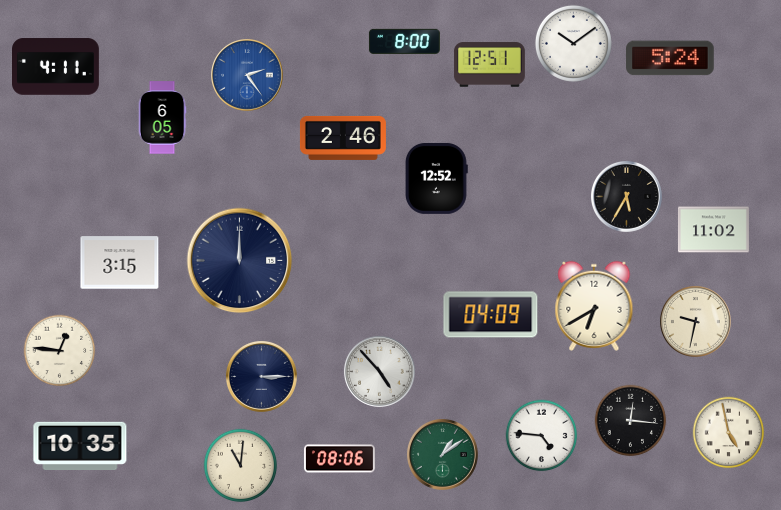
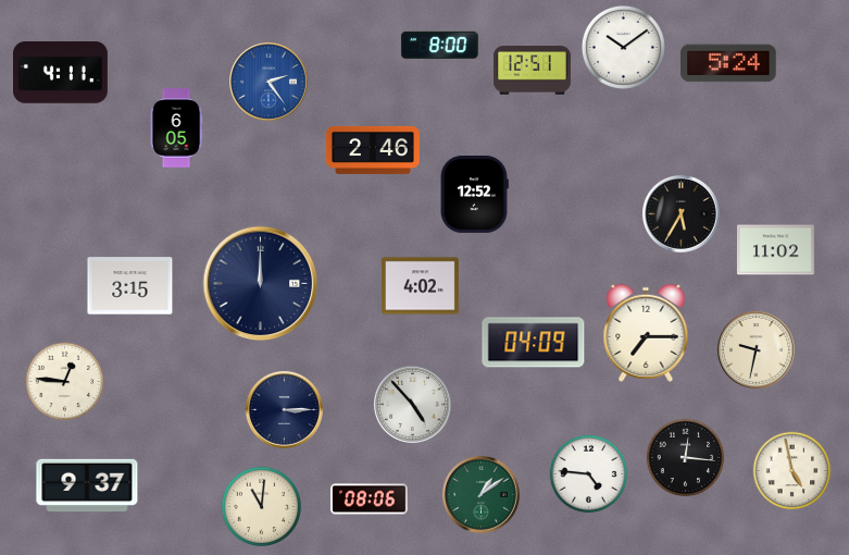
clock at (420, 286): none -> 4:02
clock at (594, 306): 6:40 -> 7:15
clock at (80, 445): 10:35 -> 9:37
